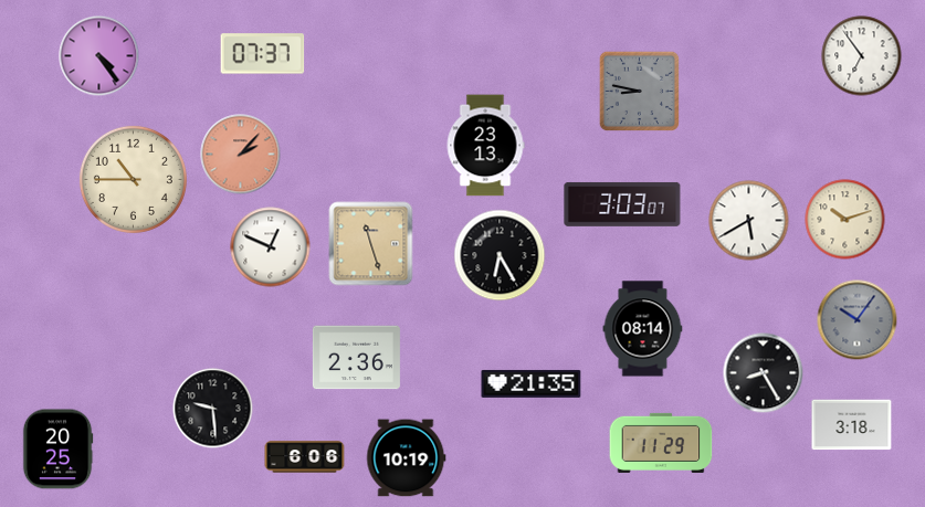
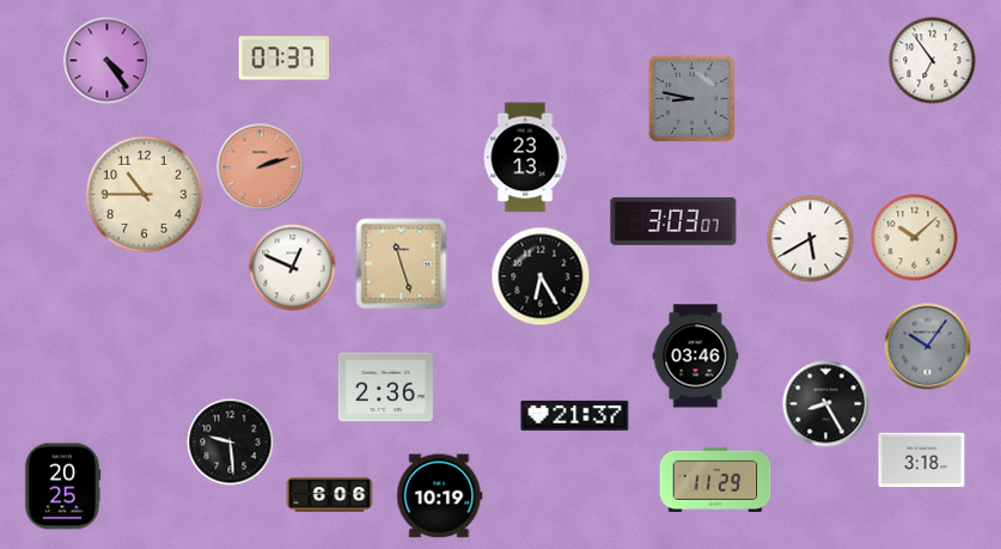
clock at (241, 155): 2:07 -> 2:12
clock at (845, 220): 10:12 -> 10:08
clock at (643, 329): 08:14 -> 03:46
clock at (532, 383): 21:35 -> 21:37
